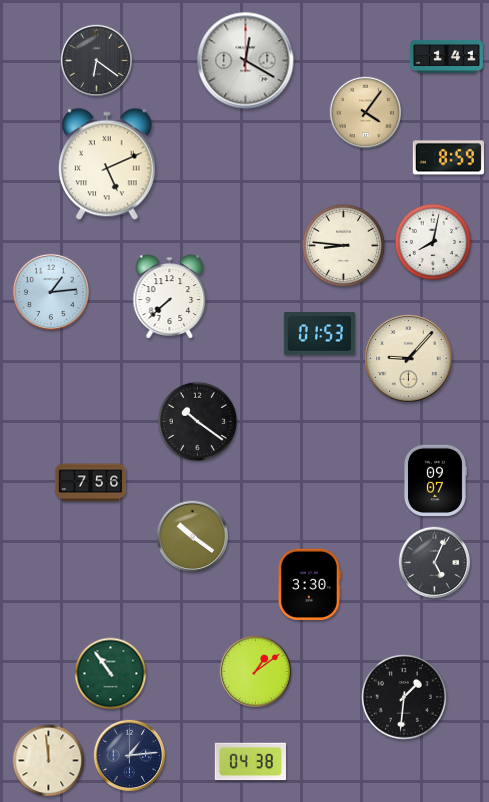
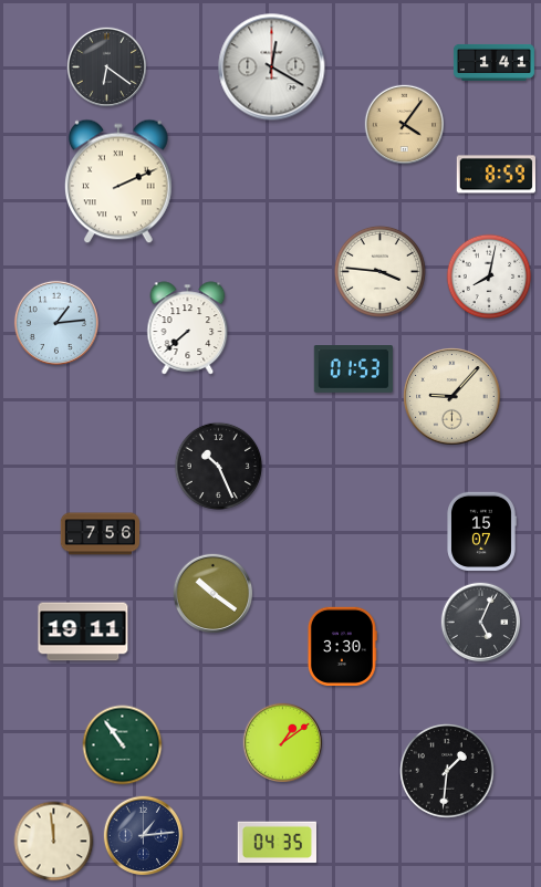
clock at (108, 164): 5:11 -> 2:11
clock at (433, 242) position: (433, 242) -> (489, 276)
clock at (343, 245): 8:46 -> 3:46
clock at (197, 421): 10:21 -> 10:26
clock at (435, 480): 09:07 -> 15:07
clock at (83, 632): none -> 19:11
clock at (250, 762): 04:38 -> 04:35
